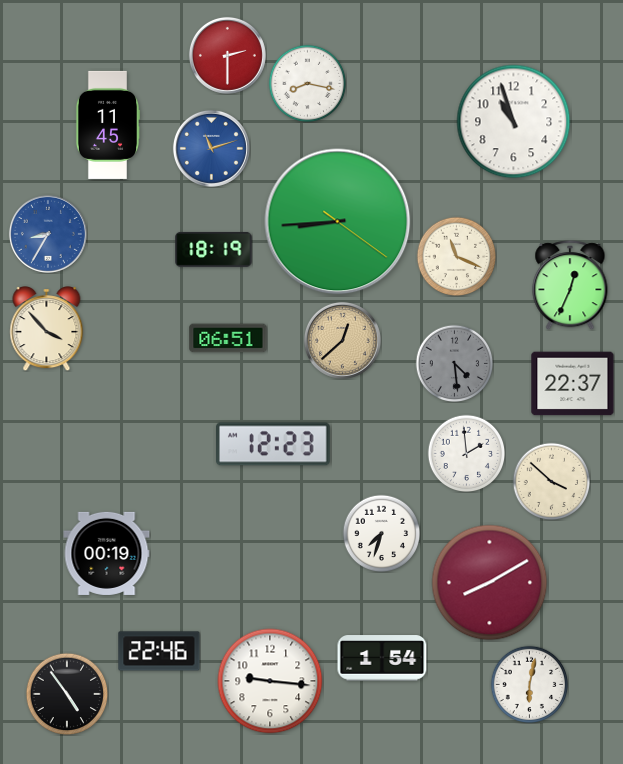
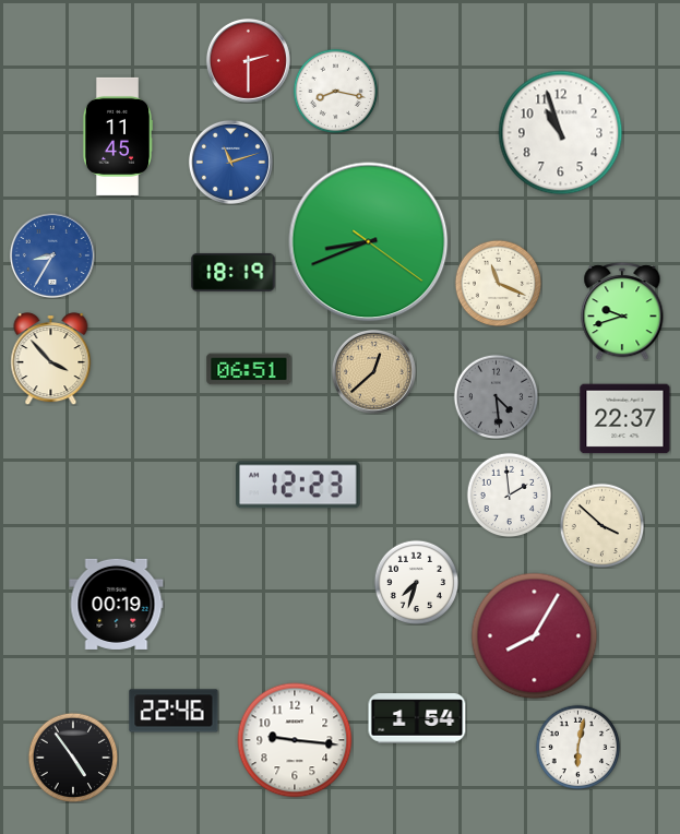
clock at (338, 222): 8:44 -> 8:41
clock at (456, 256) position: (456, 256) -> (498, 283)
clock at (570, 285): 12:34 -> 9:42
clock at (490, 583): 8:10 -> 8:05
clock at (270, 681) position: (270, 681) -> (295, 740)
